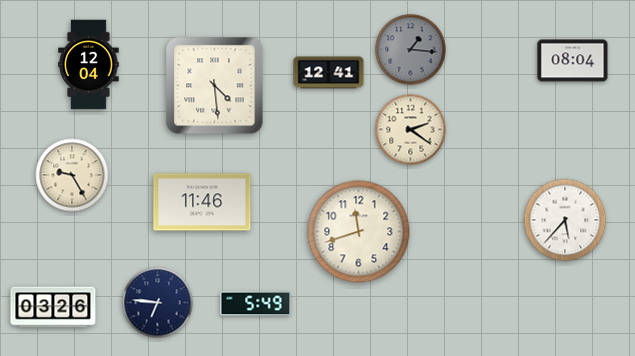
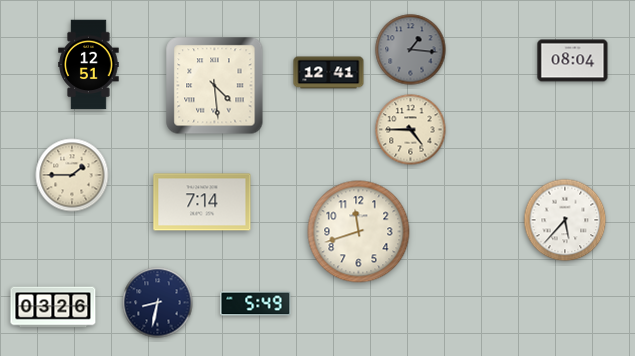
clock at (89, 65): 12:04 -> 12:51
clock at (411, 130): 2:21 -> 4:45
clock at (72, 175): 9:25 -> 1:45
clock at (202, 202): 11:46 -> 7:14
clock at (158, 303): 6:46 -> 8:32
